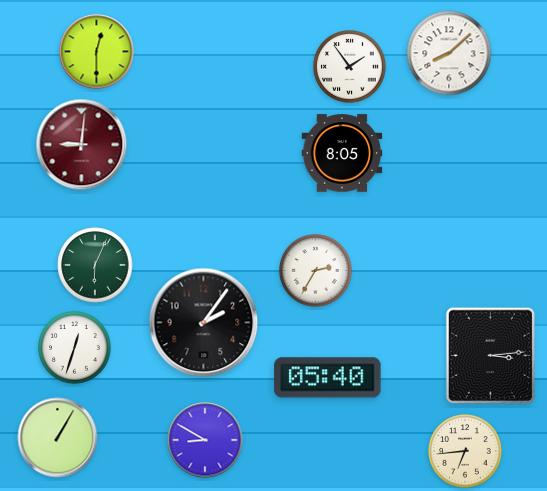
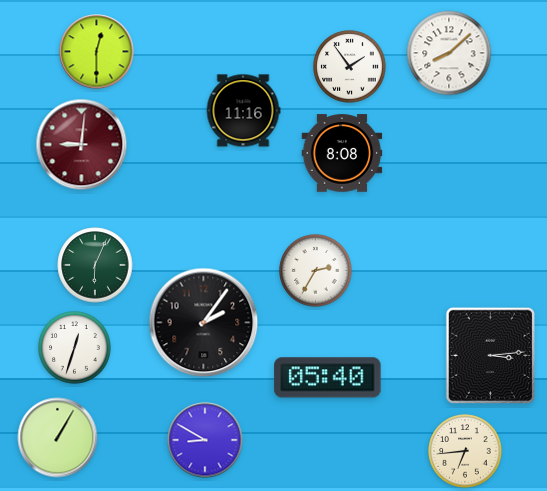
clock at (243, 111): none -> 11:16
clock at (342, 153): 8:05 -> 8:08
